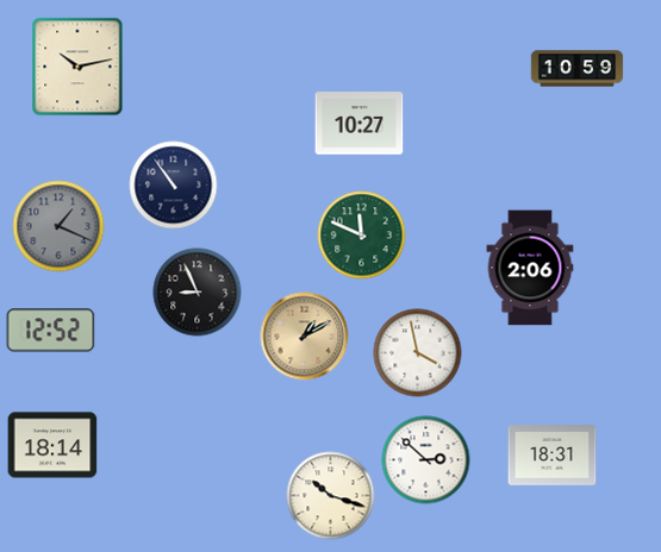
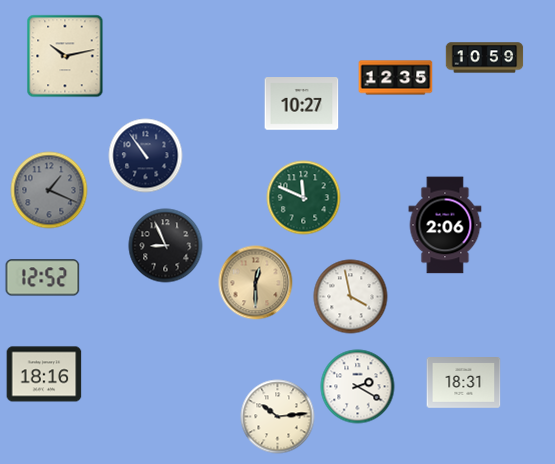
clock at (396, 78): none -> 12:35
clock at (305, 337): 1:10 -> 12:30
clock at (52, 445): 18:14 -> 18:16
clock at (426, 460): 2:52 -> 2:20
clock at (331, 496): 10:18 -> 10:14
